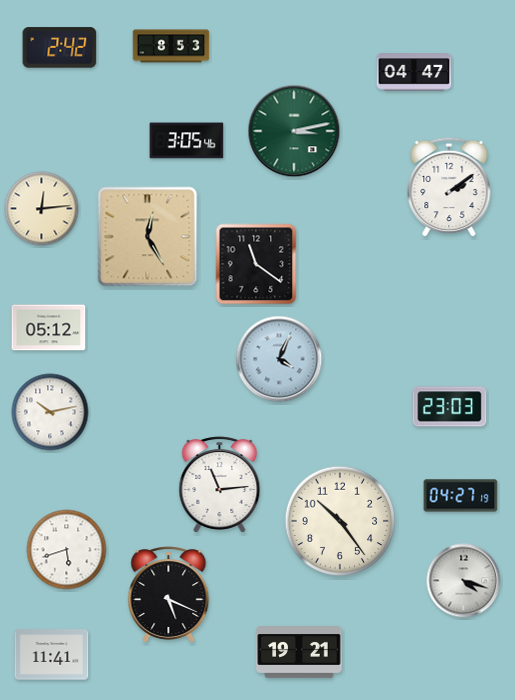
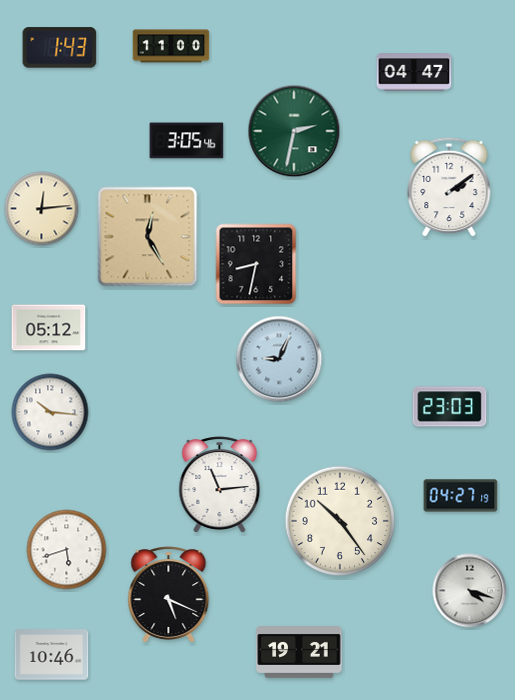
clock at (171, 46): 8:53 -> 11:00
clock at (60, 48): 2:42 -> 1:43
clock at (294, 131): 3:13 -> 2:32
clock at (256, 264): 11:21 -> 8:32
clock at (279, 359): 4:04 -> 9:04
clock at (50, 412): 10:13 -> 10:16
clock at (464, 581) position: (464, 581) -> (470, 591)
clock at (52, 655): 11:41 -> 10:46
